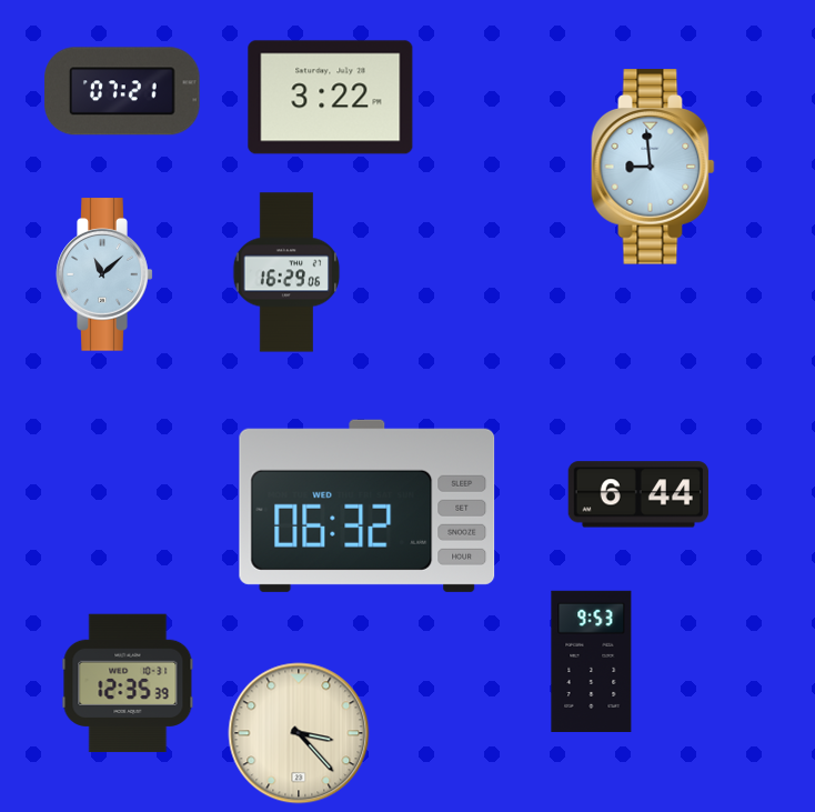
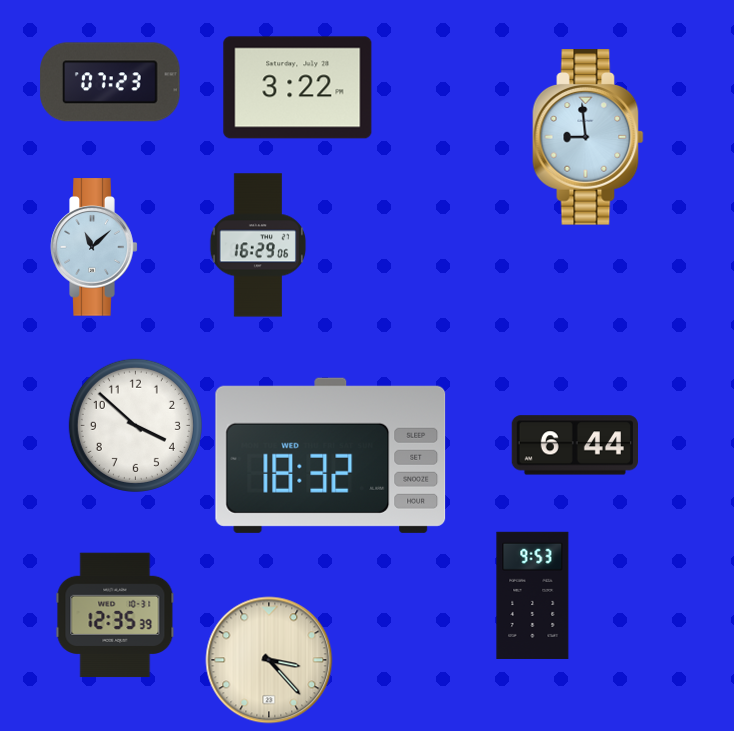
clock at (122, 91): 07:21 -> 07:23
clock at (653, 167) position: (653, 167) -> (588, 137)
clock at (135, 425): none -> 3:52
clock at (368, 505): 06:32 -> 18:32
